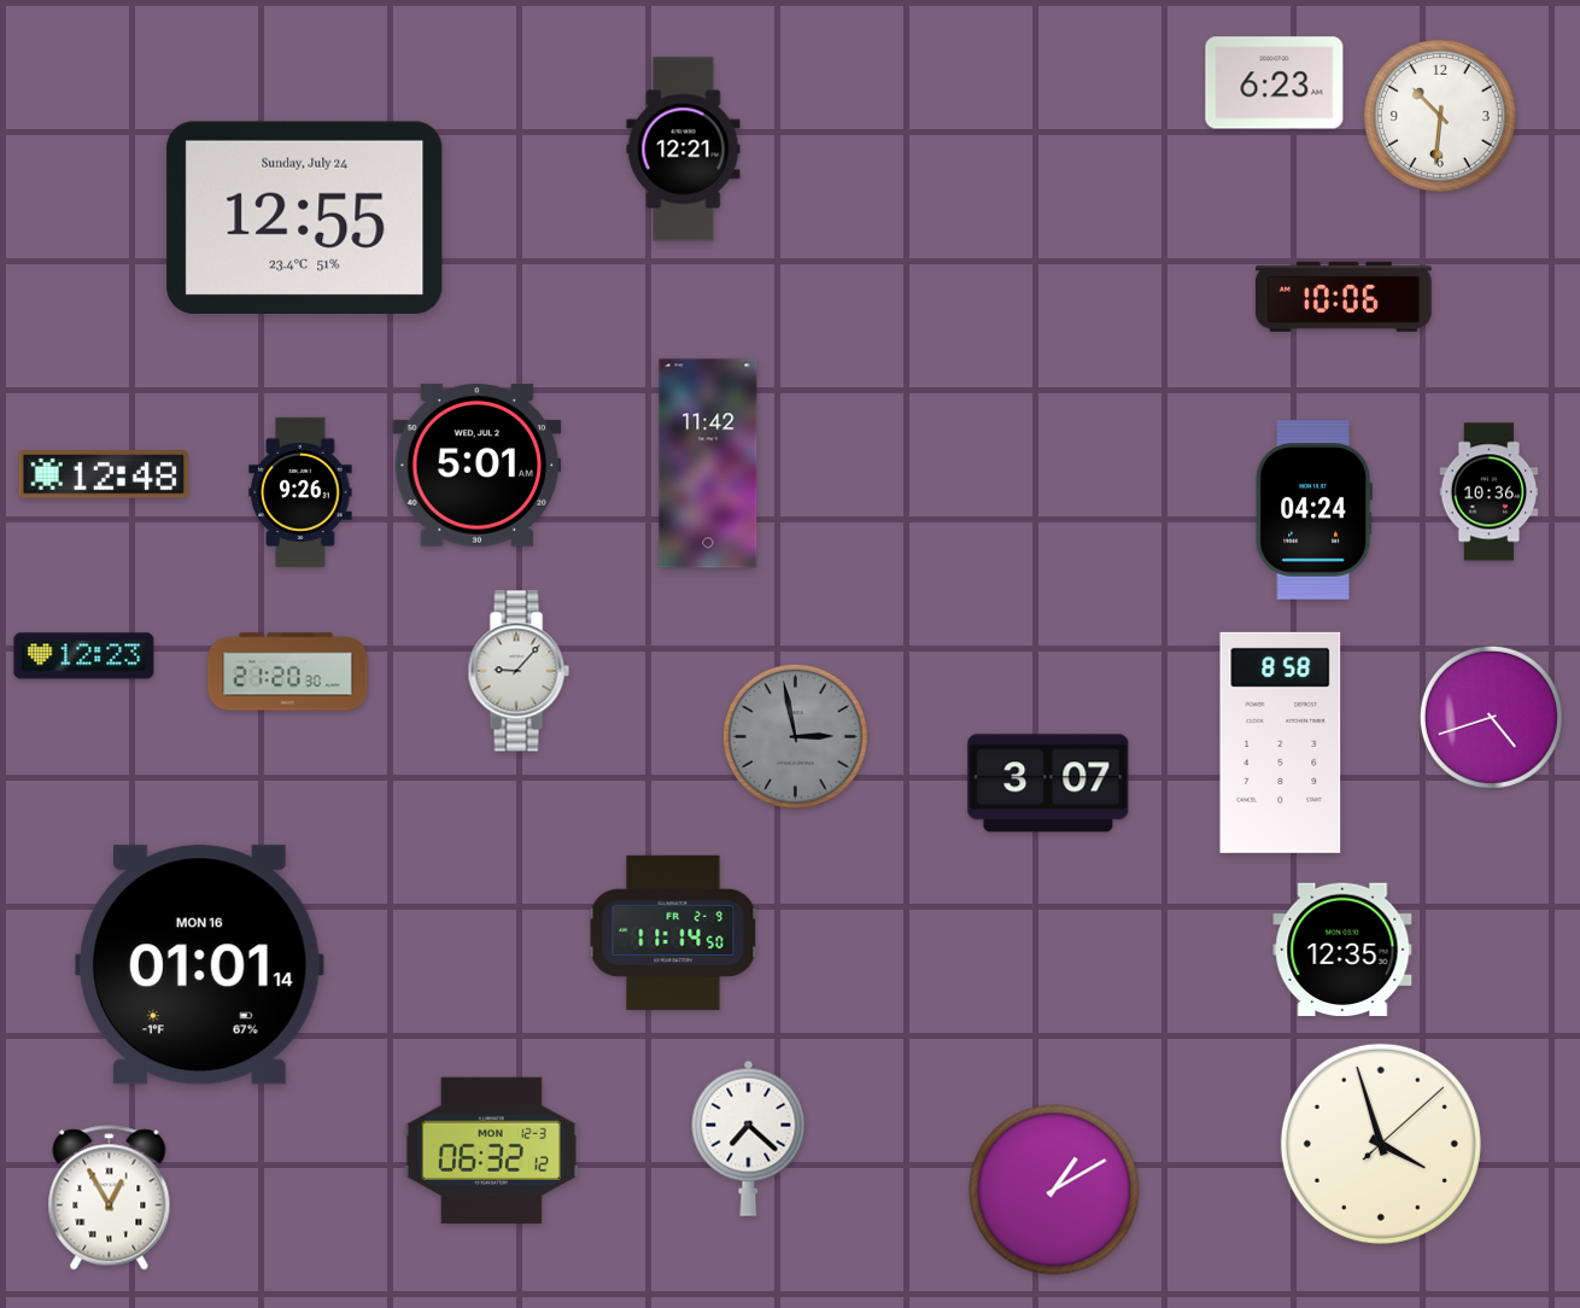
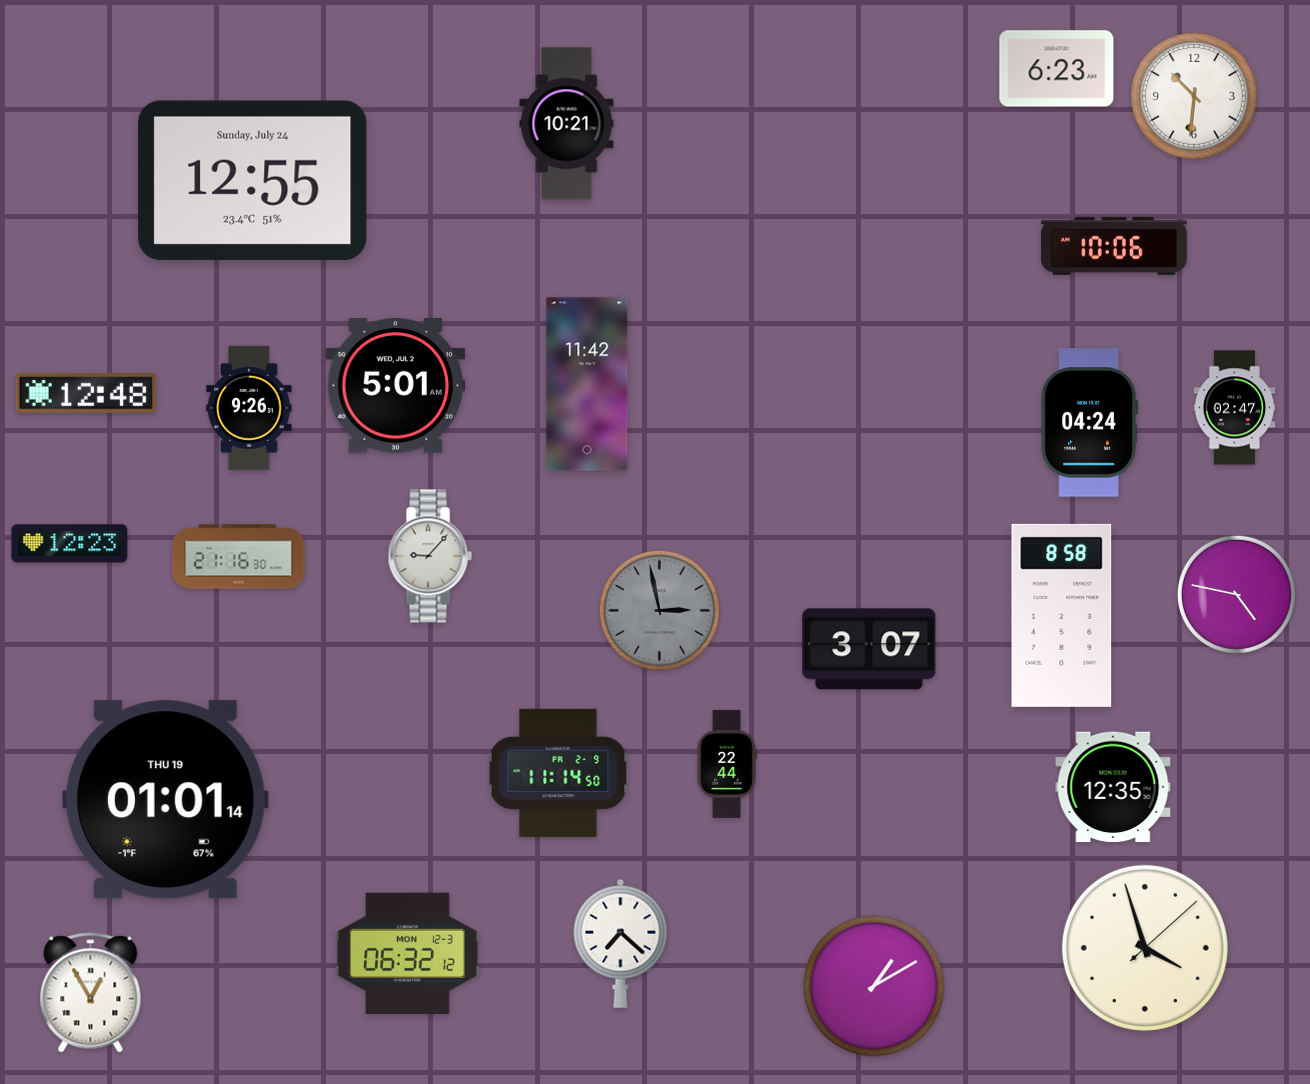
clock at (684, 150): 12:21 -> 10:21
clock at (1490, 492): 10:36 -> 02:47
clock at (288, 672): 21:20 -> 21:16
clock at (1491, 717): 4:42 -> 4:47
clock at (727, 764): none -> 22:44
clock at (200, 965) date: MON 16 -> THU 19
